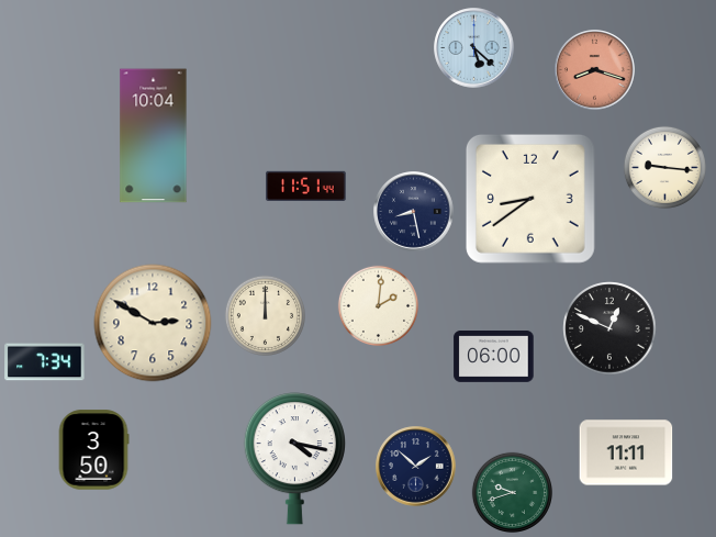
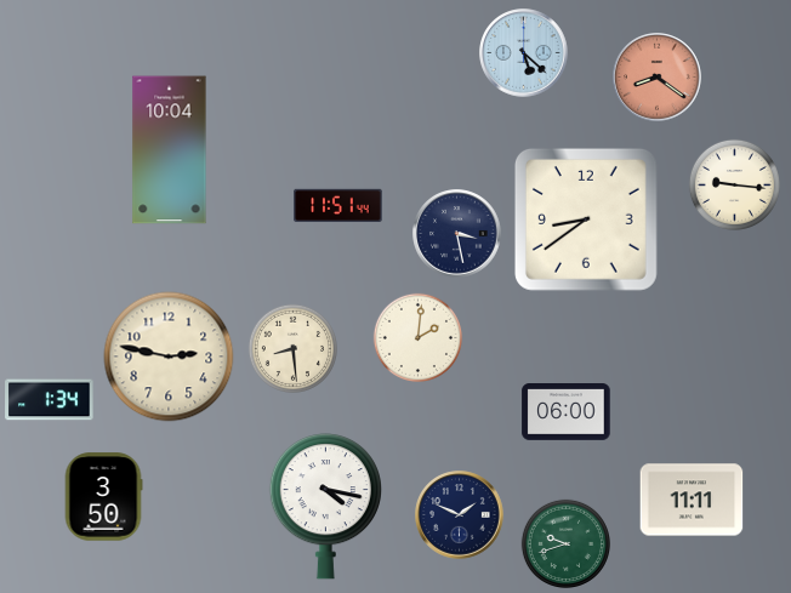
clock at (595, 70): 8:18 -> 8:21
clock at (414, 212): 8:28 -> 3:28
clock at (265, 315): 12:00 -> 8:29
clock at (153, 323): 2:50 -> 2:47
clock at (609, 328): 12:49 -> none
clock at (494, 357) position: (494, 357) -> (567, 412)
clock at (45, 362): 7:34 -> 1:34
clock at (416, 467): 1:52 -> 1:49
